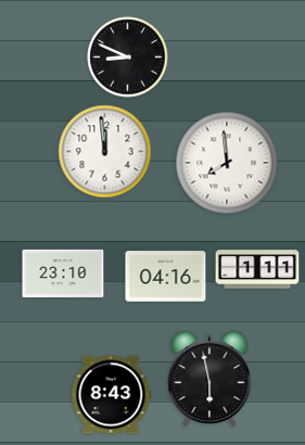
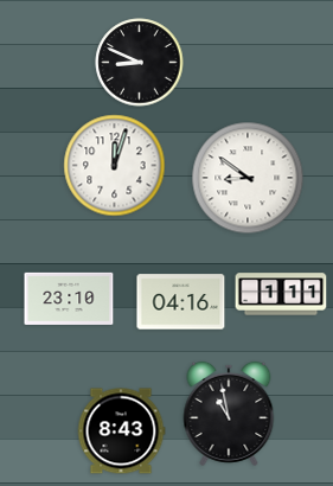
clock at (105, 152): 11:59 -> 12:03
clock at (227, 163): 7:59 -> 8:51
clock at (209, 379): 5:58 -> 10:58
